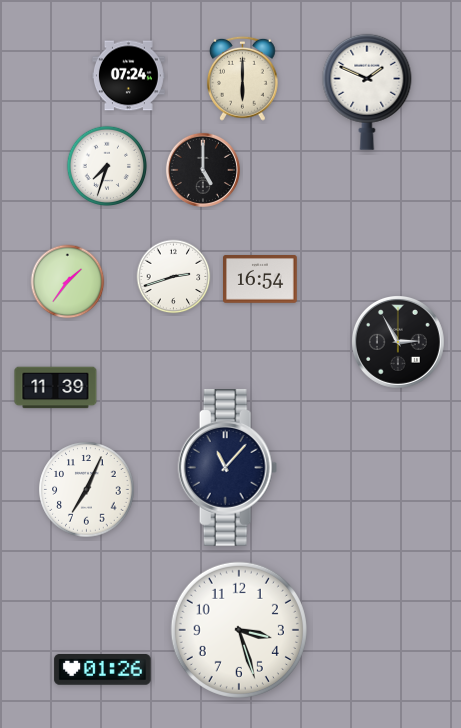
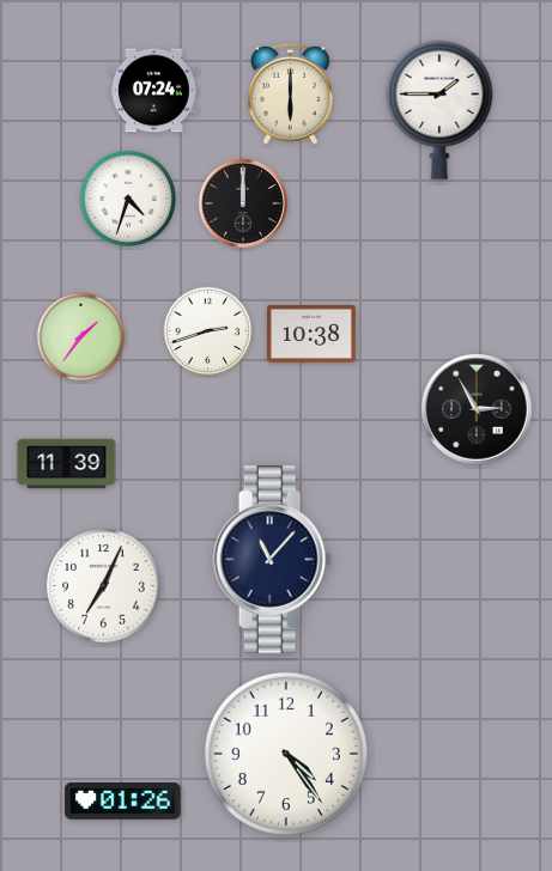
clock at (367, 92): 1:49 -> 1:45
clock at (106, 165): 7:33 -> 4:33
clock at (203, 170): 5:00 -> 12:00
clock at (261, 279): 16:54 -> 10:38
clock at (239, 630): 3:27 -> 4:24
